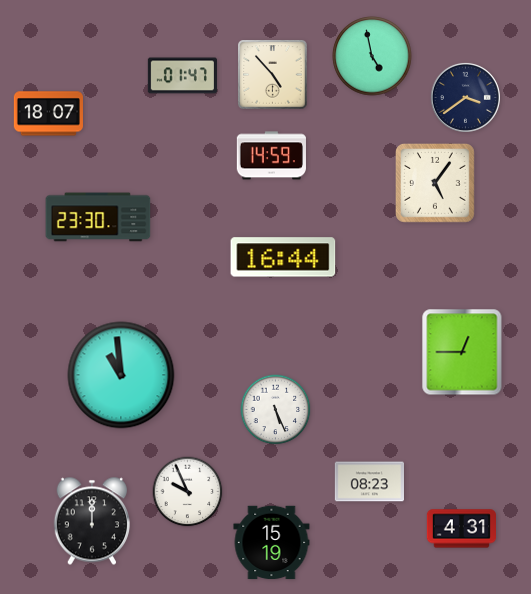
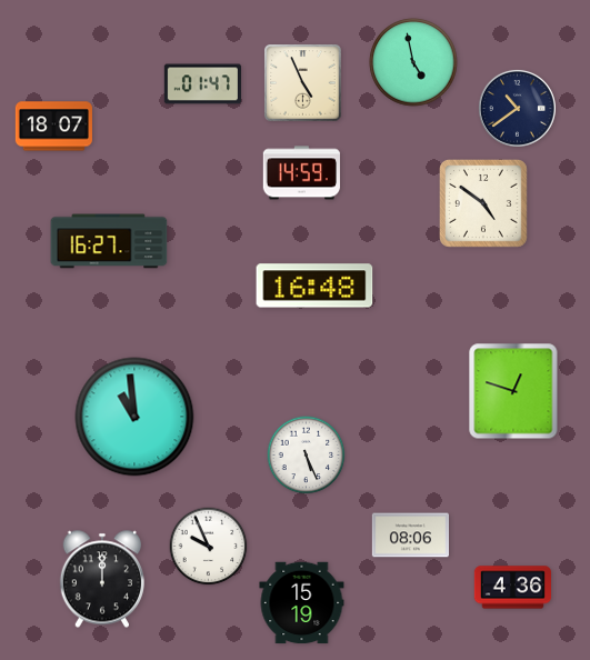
clock at (273, 75): 4:53 -> 4:56
clock at (465, 97): 3:39 -> 10:39
clock at (436, 184): 5:06 -> 4:51
clock at (98, 217): 23:30 -> 16:27
clock at (283, 257): 16:44 -> 16:48
clock at (462, 352): 12:45 -> 12:48
clock at (369, 482): 08:23 -> 08:06
clock at (461, 529): 4:31 -> 4:36
